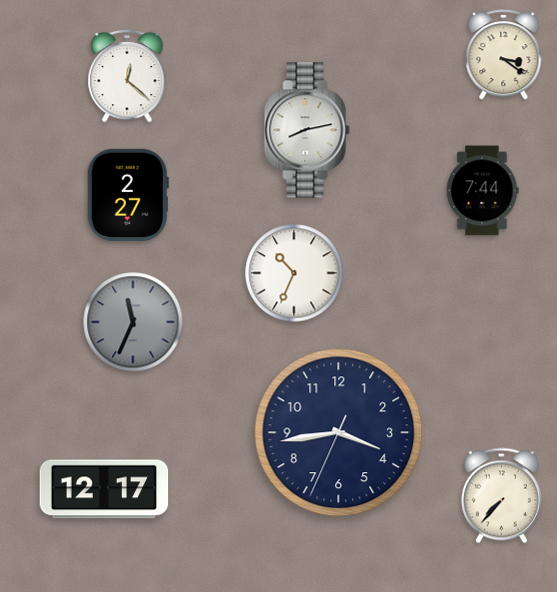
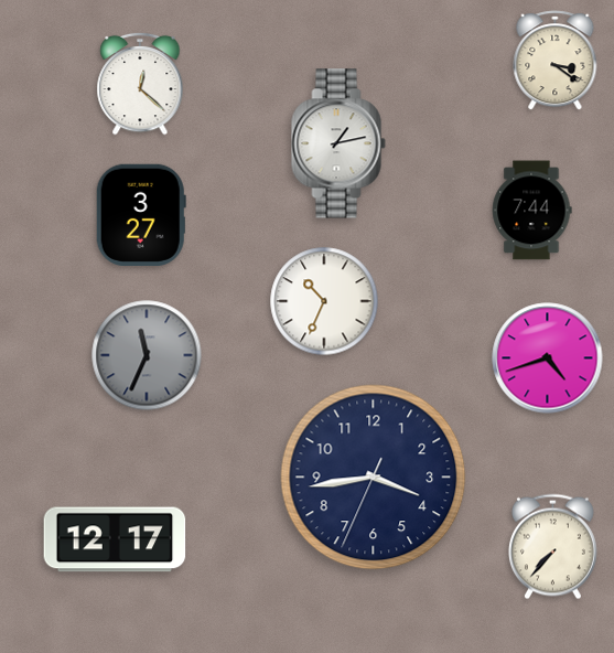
clock at (307, 130): 8:13 -> 1:13
clock at (128, 194): 2:27 -> 3:27
clock at (548, 358): none -> 4:42
